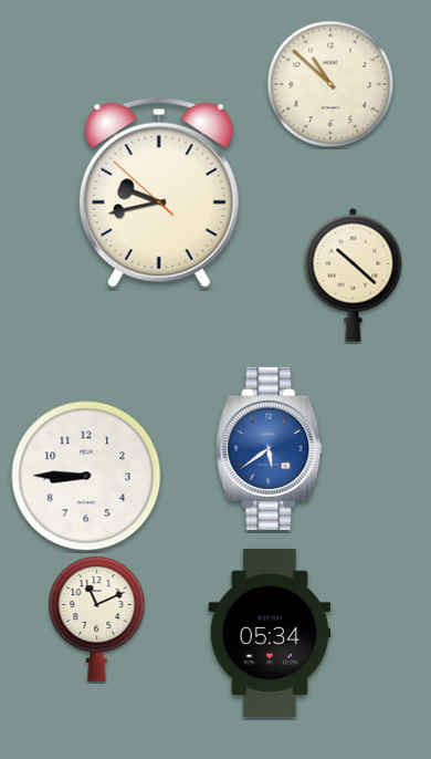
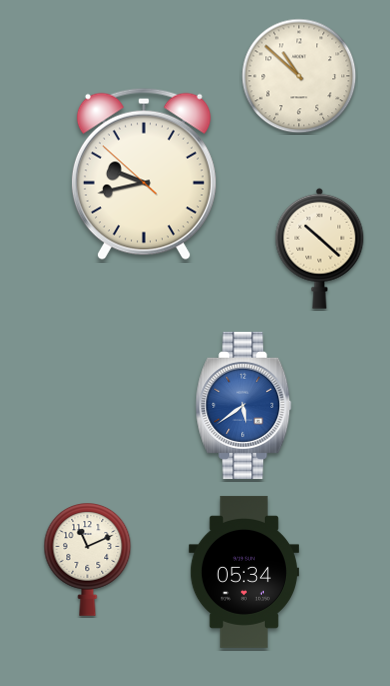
clock at (86, 476): 8:45 -> none
